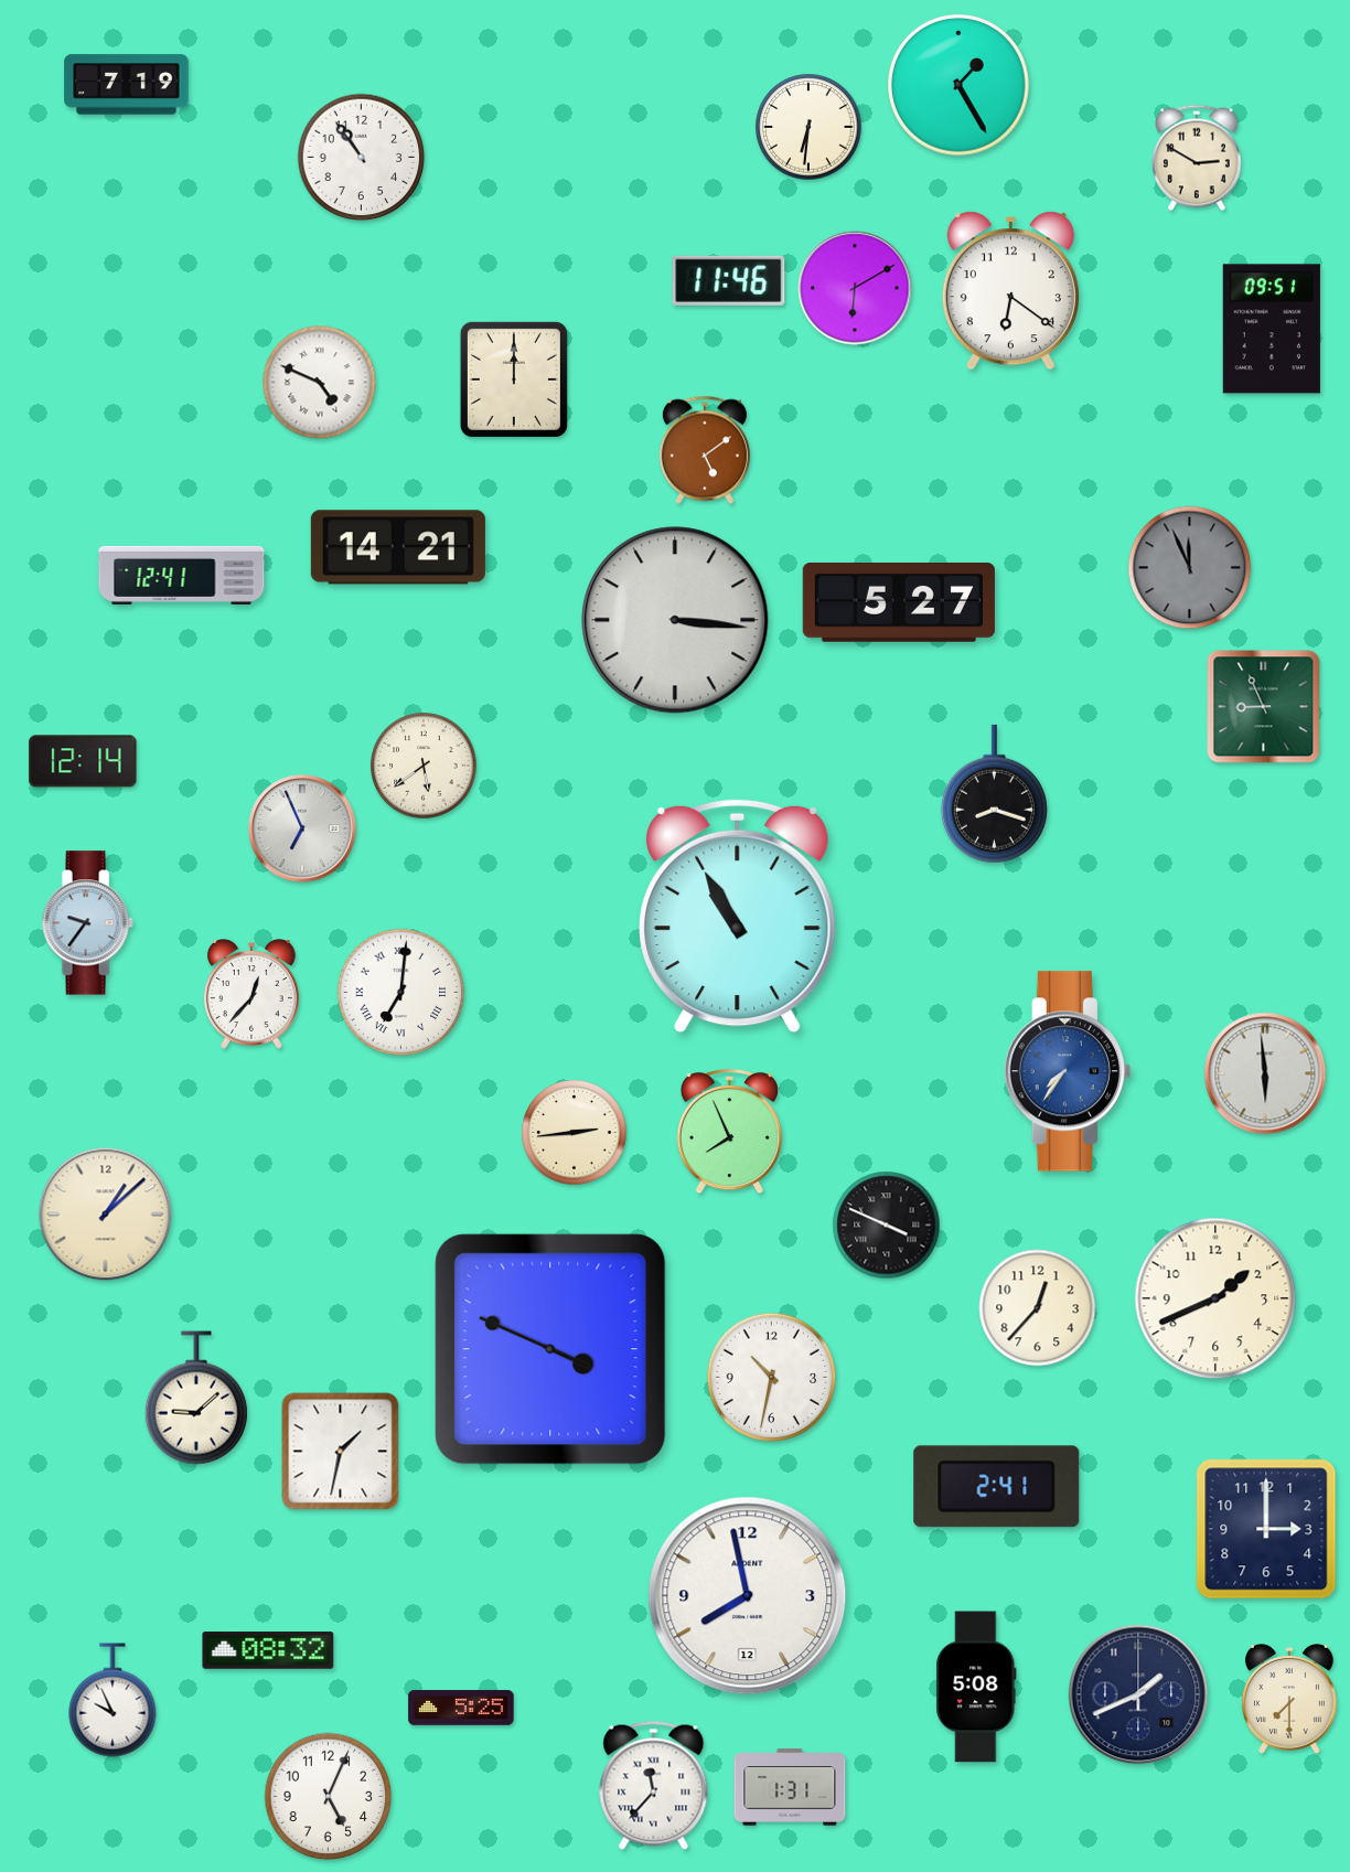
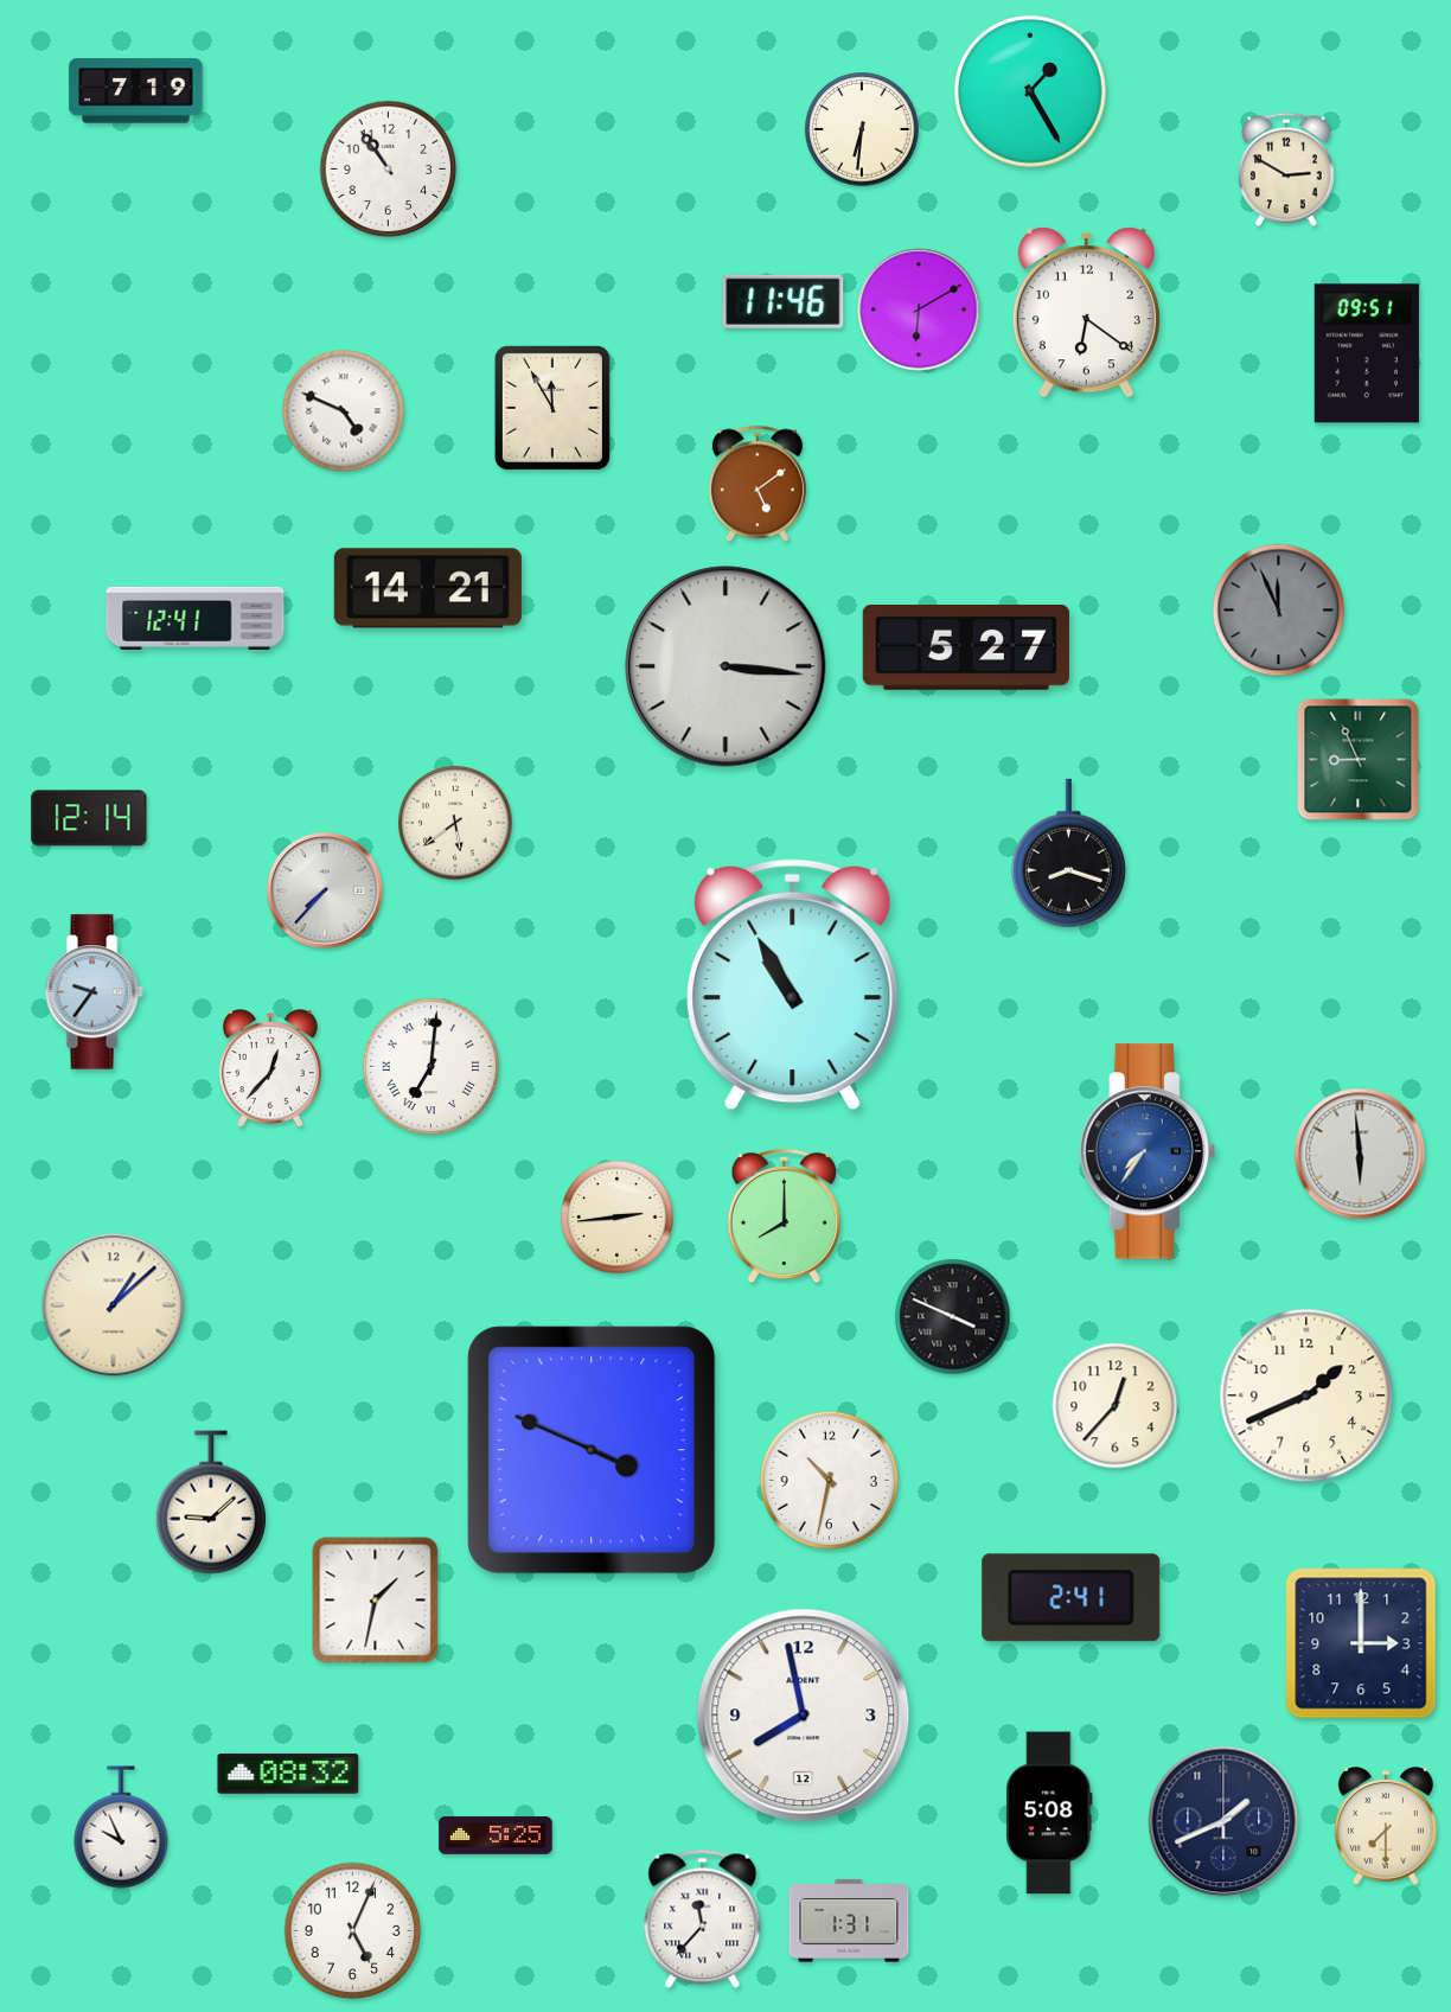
clock at (808, 127) position: (808, 127) -> (862, 129)
clock at (514, 379): 12:00 -> 11:55
clock at (302, 828): 6:56 -> 7:37
clock at (729, 1132): 7:56 -> 8:00
clock at (341, 1452) position: (341, 1452) -> (376, 1601)
